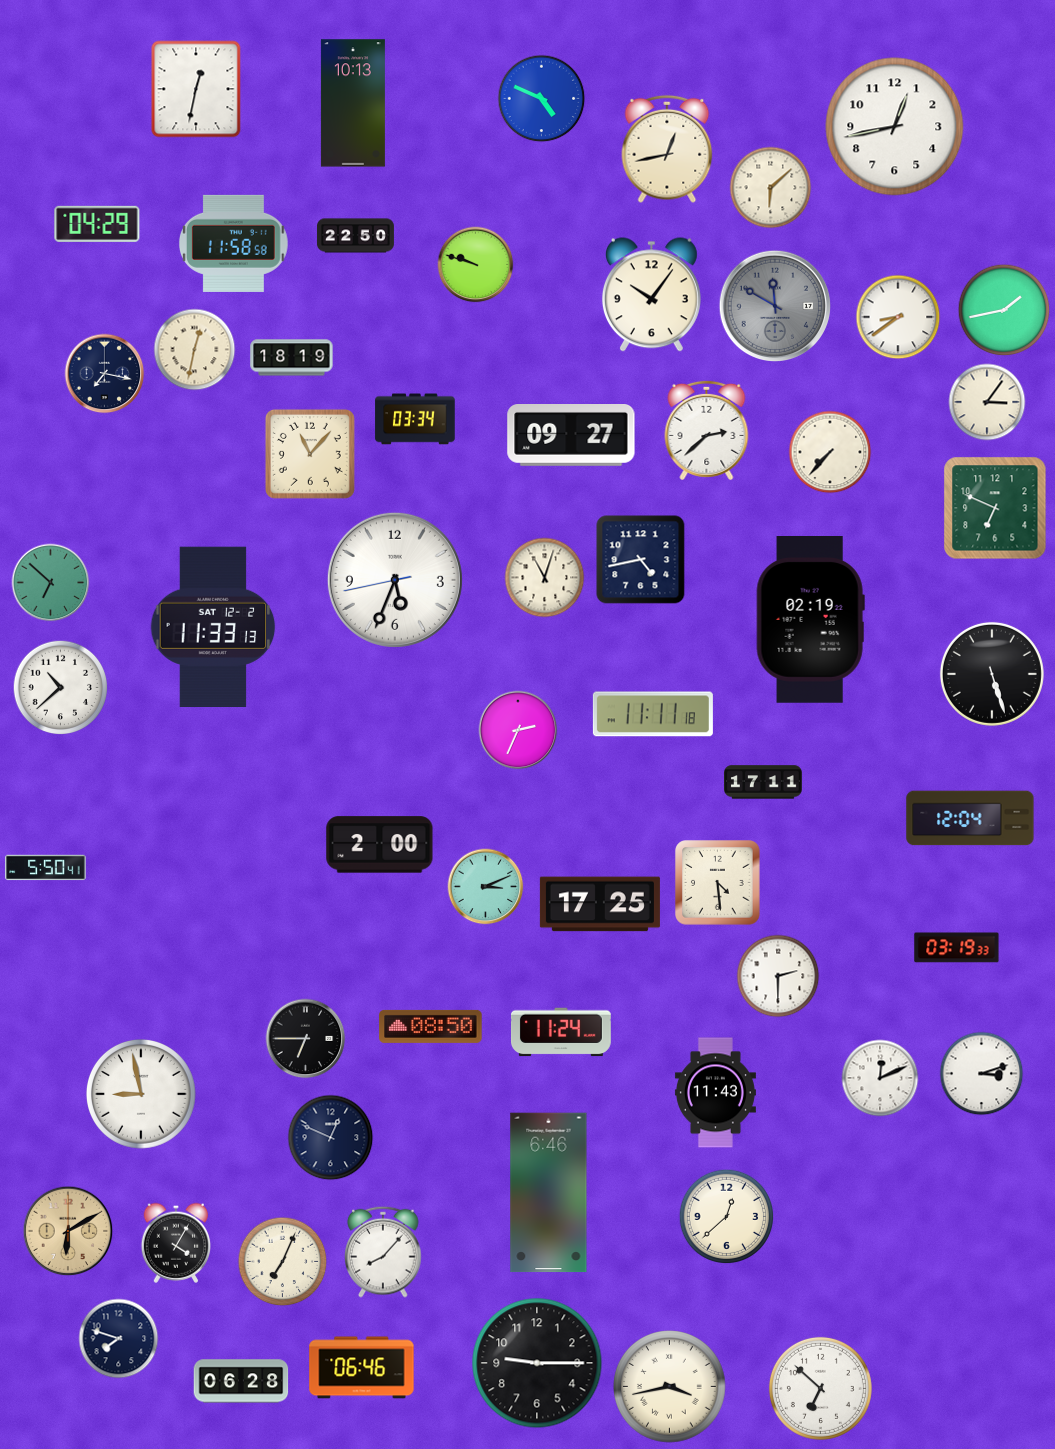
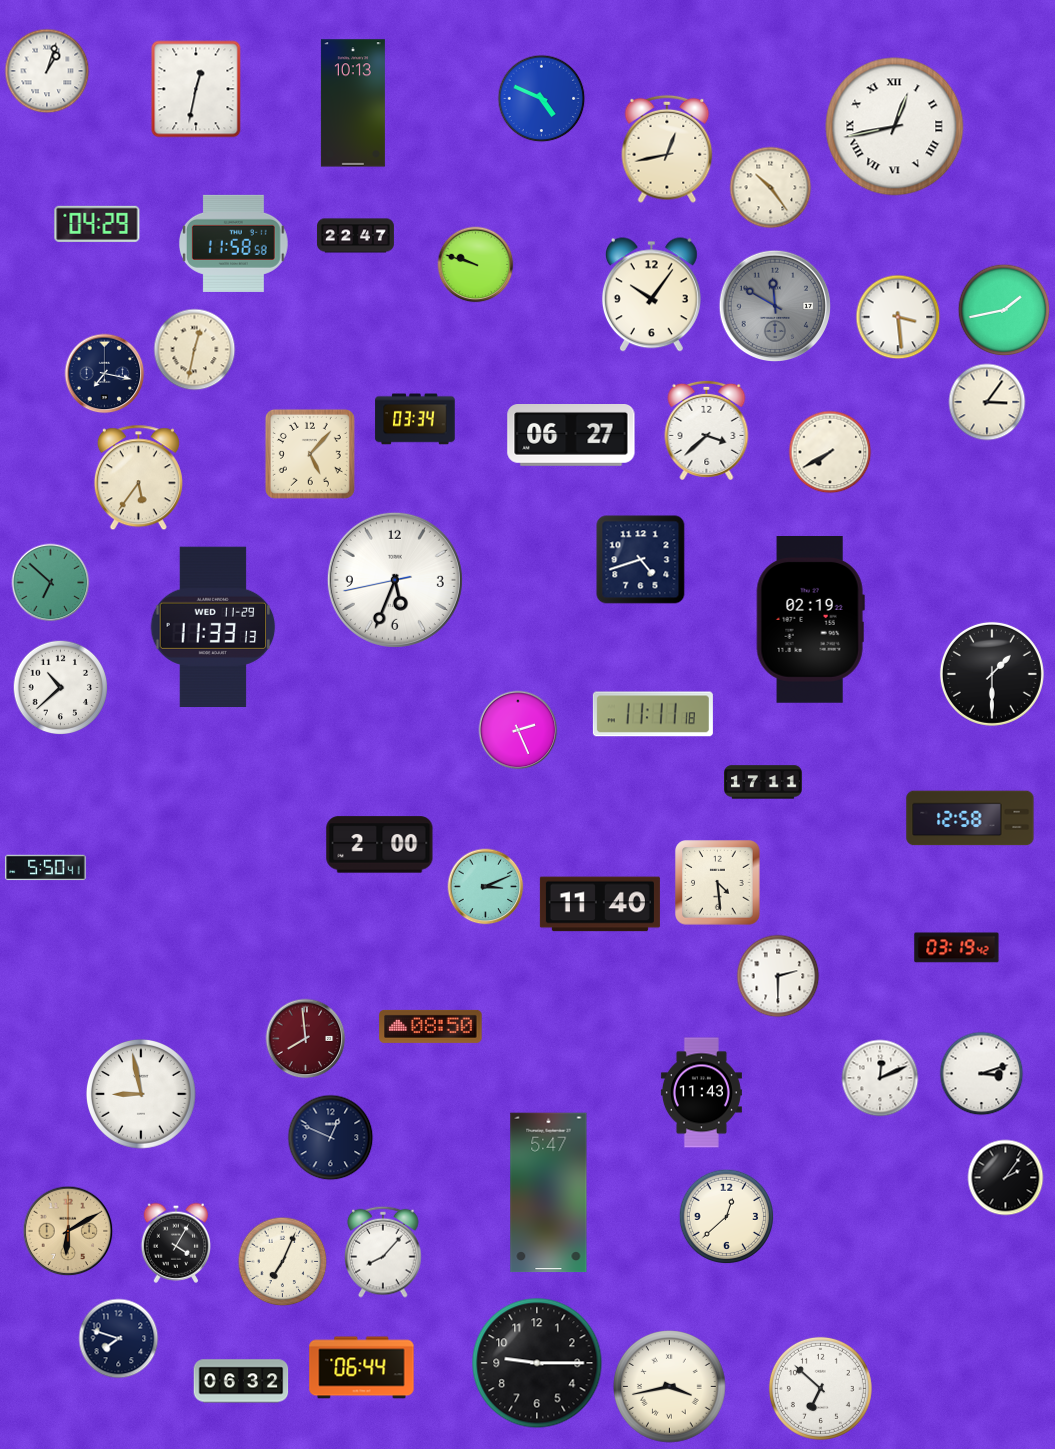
clock at (47, 71): none -> 1:03
clock at (895, 127) numerals: Arabic -> Roman
clock at (771, 188): 6:08 -> 10:24
clock at (355, 236): 22:50 -> 22:47
clock at (898, 317): 8:39 -> 3:29
clock at (292, 358): 18:19 -> none
clock at (707, 430): 2:38 -> 3:38
clock at (571, 436): 09:27 -> 06:27
clock at (830, 452): 7:37 -> 7:40
clock at (310, 454): 11:07 -> 5:07
clock at (138, 478): none -> 5:36
clock at (995, 508): 6:49 -> none
clock at (641, 560): 4:43 -> 4:42
clock at (545, 578): 11:03 -> none
clock at (213, 626) date: SAT 12-2 -> WED 11-29
clock at (992, 674): 5:27 -> 1:30
clock at (518, 730): 2:34 -> 2:26
clock at (970, 818): 12:04 -> 12:58
clock at (600, 904): 17:25 -> 11:40
clock at (957, 948): 03:19:33 -> 03:19:42
clock at (561, 1032): 11:24 -> none
clock at (306, 1039): 6:45 -> 7:59
clock at (306, 1039) dial: black -> burgundy
clock at (715, 1093) position: (715, 1093) -> (701, 1093)
clock at (1006, 1178): none -> 2:06
clock at (549, 1193): 6:46 -> 5:47
clock at (362, 1368): 06:46 -> 06:44
clock at (241, 1381): 06:28 -> 06:32
